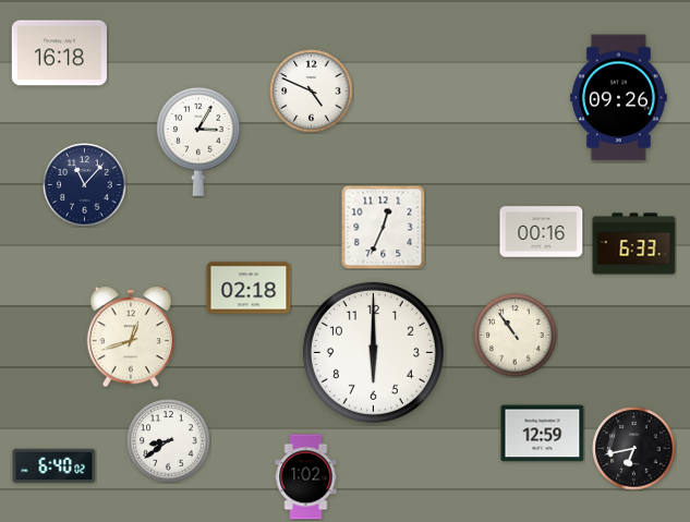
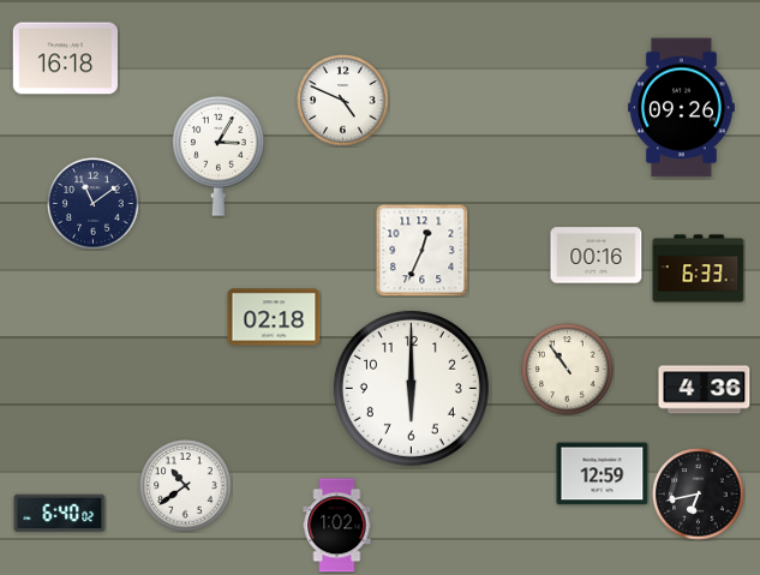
clock at (85, 185): 11:07 -> 11:09
clock at (130, 337): 12:42 -> none
clock at (705, 390): none -> 4:36
clock at (543, 434) position: (543, 434) -> (603, 474)
clock at (169, 441): 8:39 -> 10:39
